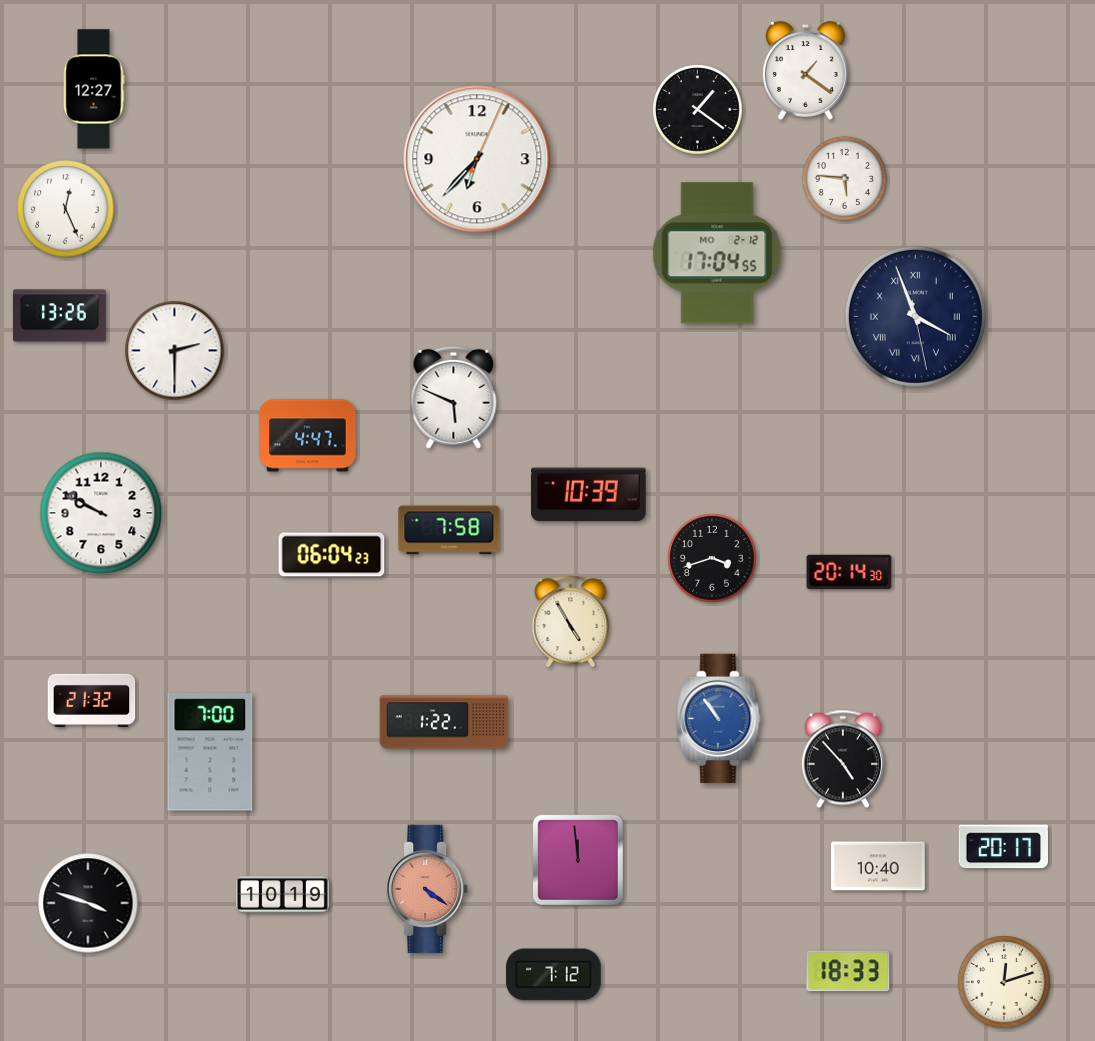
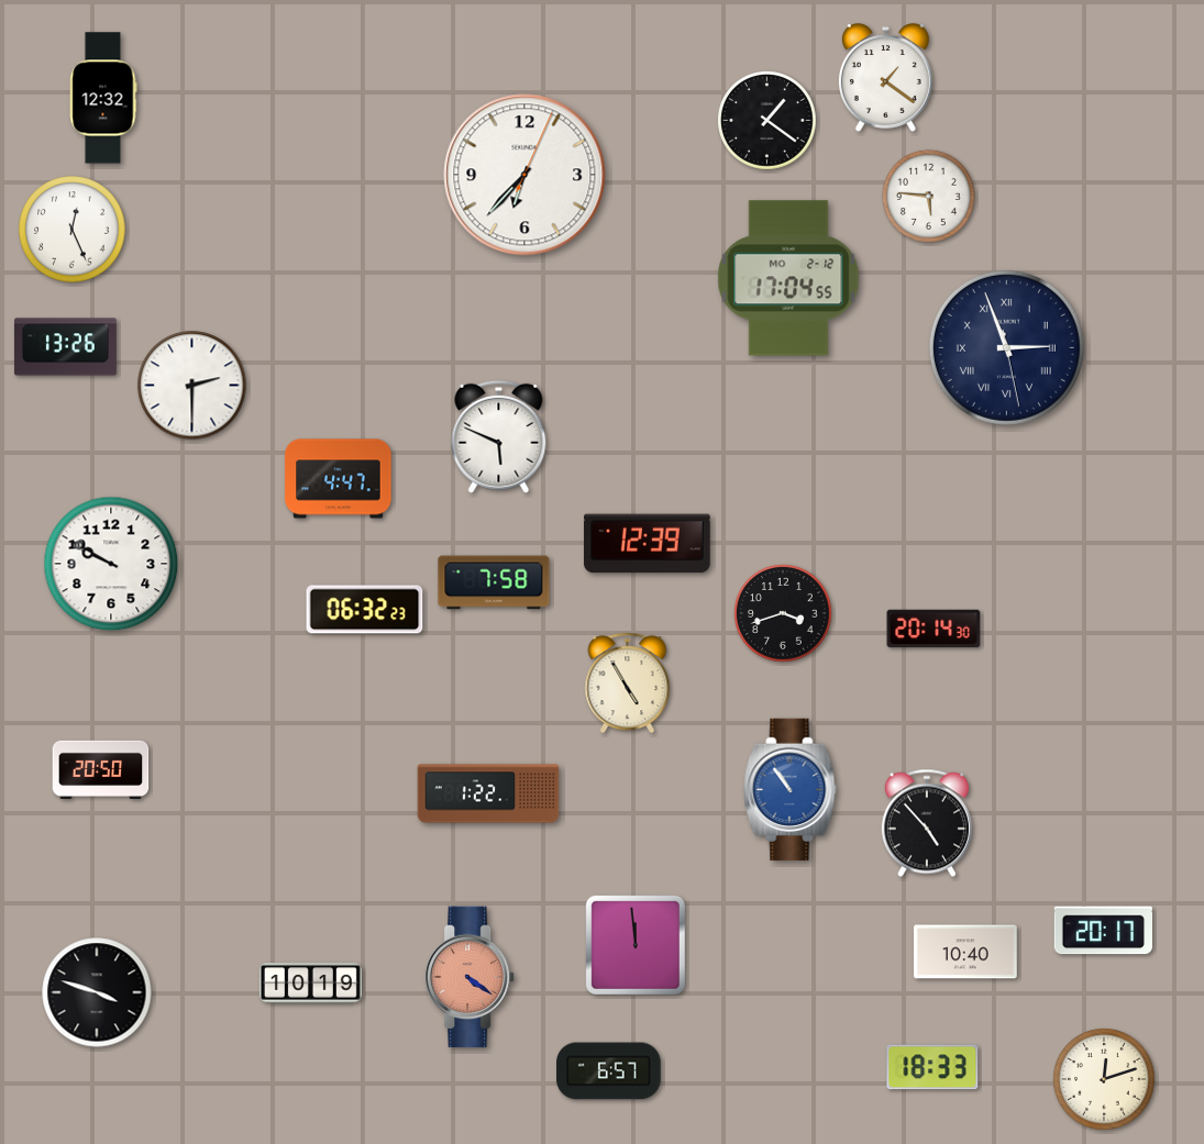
clock at (94, 89): 12:27 -> 12:32
clock at (915, 316): 3:56 -> 2:56
clock at (589, 495): 10:39 -> 12:39
clock at (332, 555): 06:04 -> 06:32
clock at (92, 700): 21:32 -> 20:50
clock at (210, 752): 7:00 -> none
clock at (843, 759) position: (843, 759) -> (927, 823)
clock at (554, 975): 7:12 -> 6:57
